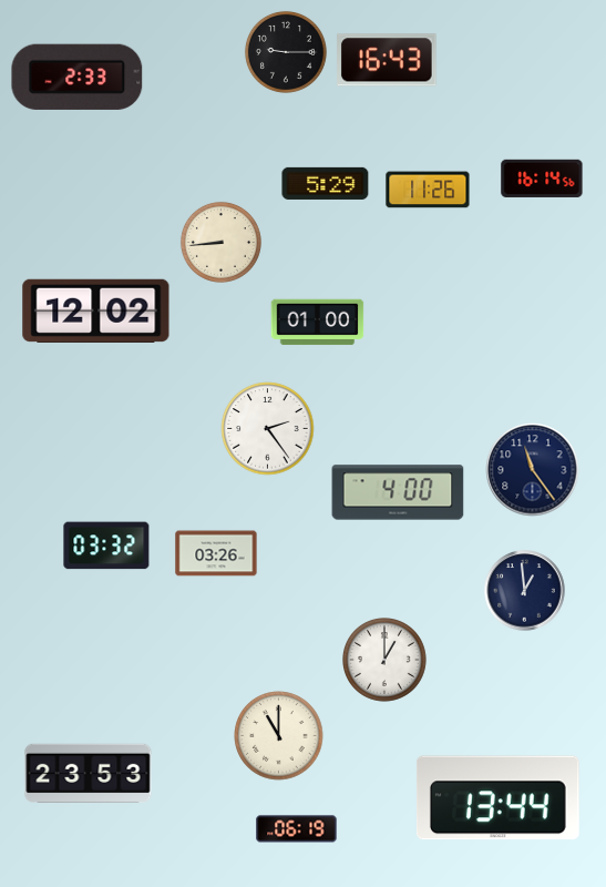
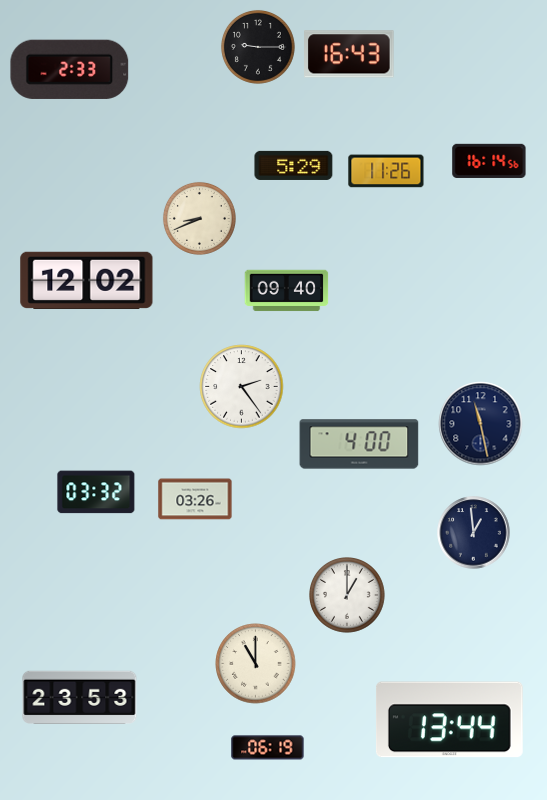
clock at (220, 242): 8:44 -> 8:41
clock at (318, 323): 01:00 -> 09:40
clock at (533, 470): 11:24 -> 11:28
clock at (279, 736) position: (279, 736) -> (256, 664)
